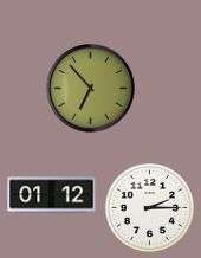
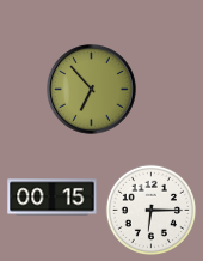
clock at (52, 195): 01:12 -> 00:15
clock at (149, 207): 2:15 -> 6:15
